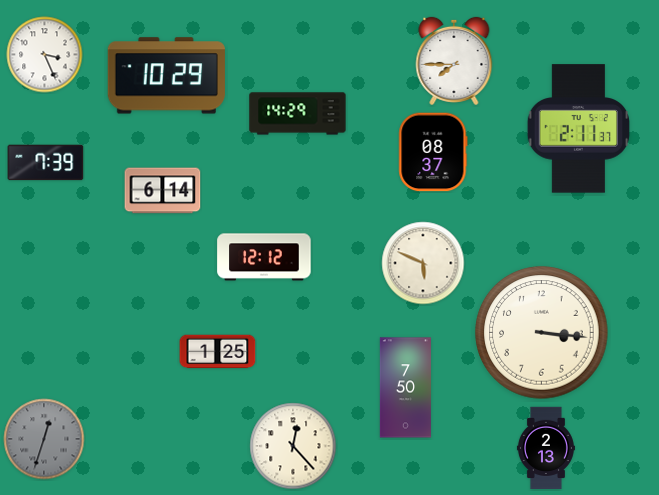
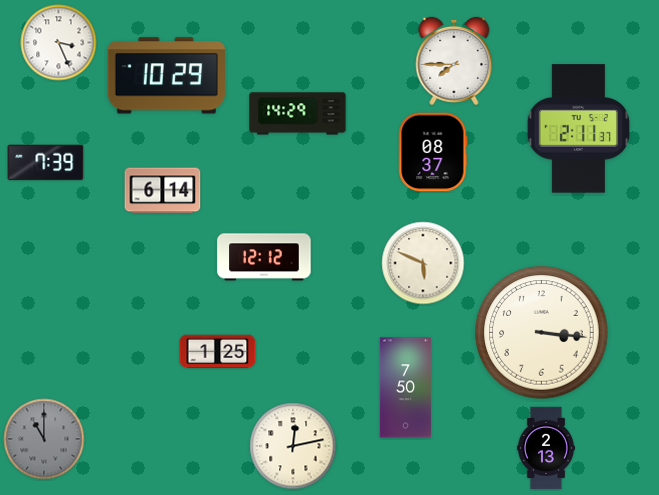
clock at (45, 55) position: (45, 55) -> (59, 43)
clock at (44, 439): 12:33 -> 11:00
clock at (293, 446): 12:23 -> 12:13
